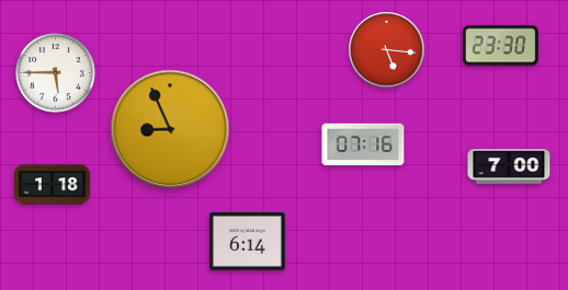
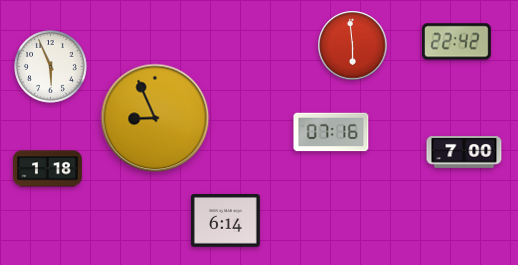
clock at (500, 46): 23:30 -> 22:42
clock at (387, 50): 5:16 -> 5:59
clock at (56, 73): 5:45 -> 5:56
